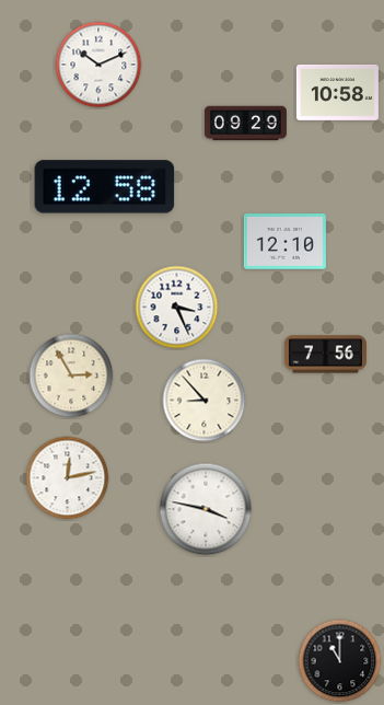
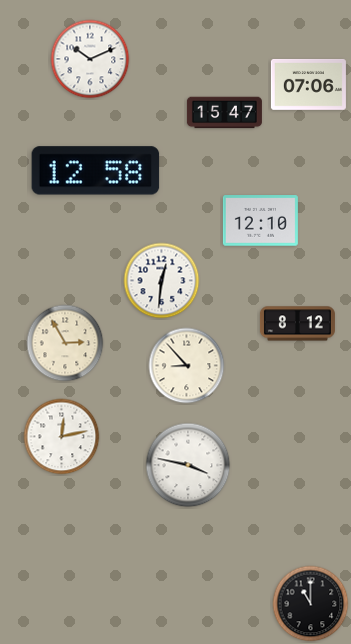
clock at (337, 92): 10:58 -> 07:06
clock at (245, 124): 09:29 -> 15:47
clock at (177, 308): 3:26 -> 12:31
clock at (325, 355): 7:56 -> 8:12
